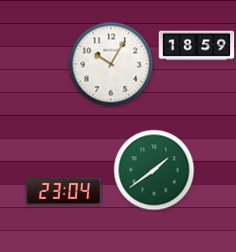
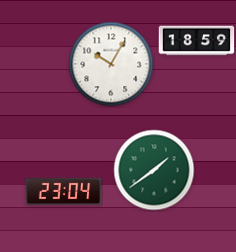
clock at (197, 46) position: (197, 46) -> (197, 41)
